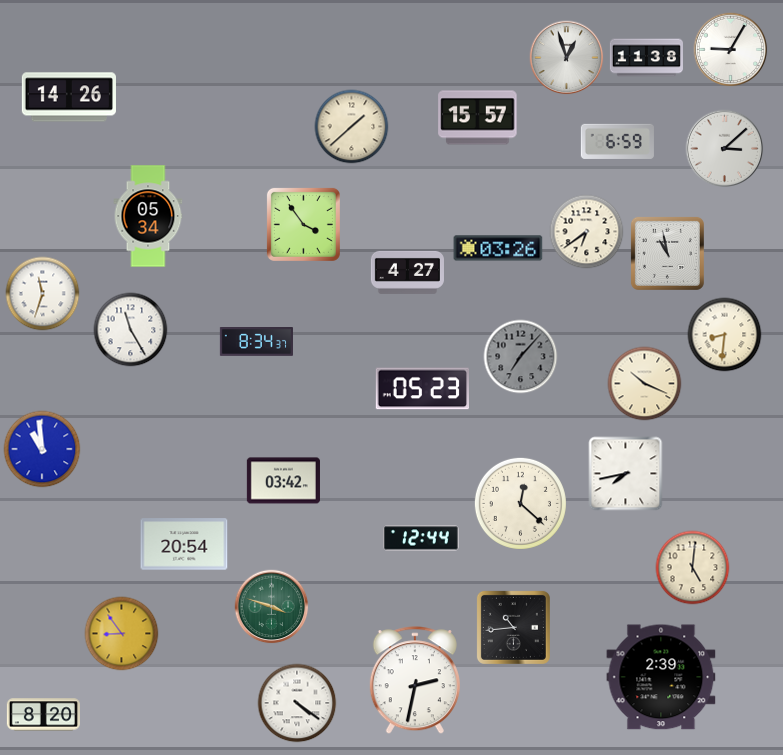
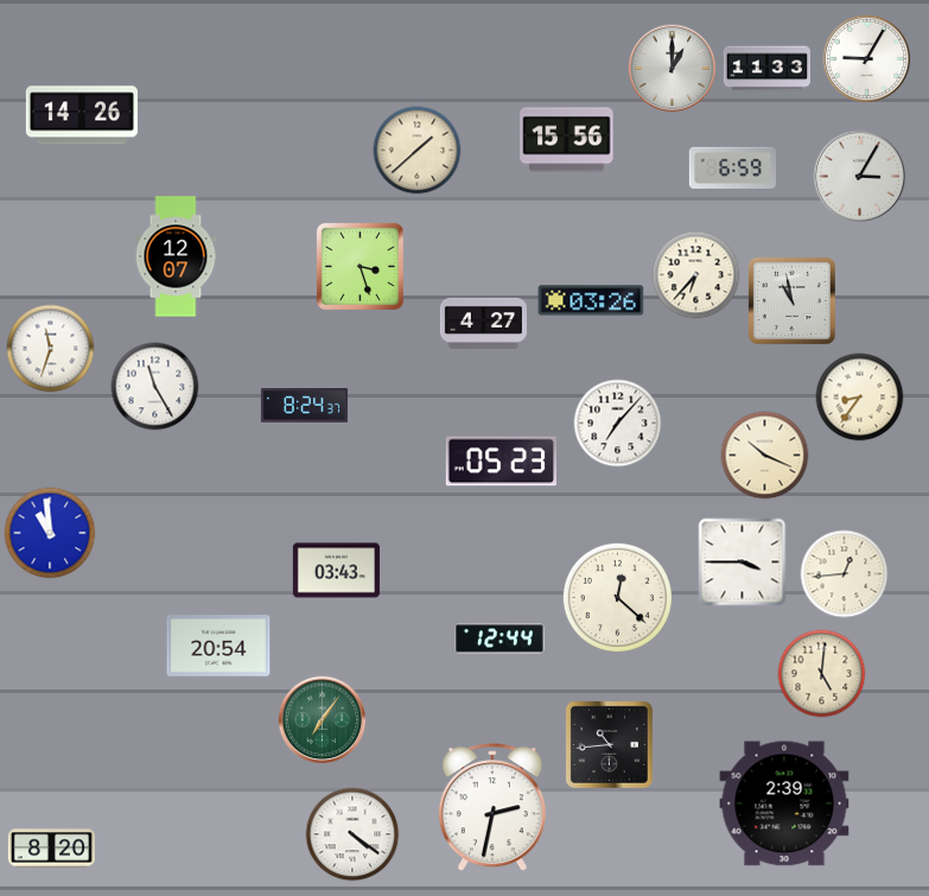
clock at (567, 58): 12:57 -> 1:00
clock at (646, 58): 11:38 -> 11:33
clock at (478, 118): 15:57 -> 15:56
clock at (725, 149): 3:08 -> 3:05
clock at (148, 216): 05:34 -> 12:07
clock at (303, 224): 3:54 -> 3:27
clock at (587, 232): 6:39 -> 6:37
clock at (498, 248) position: (498, 248) -> (591, 300)
clock at (131, 330) position: (131, 330) -> (155, 387)
clock at (725, 335): 8:31 -> 8:36
clock at (256, 342): 8:34 -> 8:24
clock at (521, 357) dial: grey -> white
clock at (626, 474): 7:43 -> 3:45
clock at (283, 481): 03:42 -> 03:43
clock at (845, 574): none -> 12:44
clock at (272, 607): 3:48 -> 7:06
clock at (122, 634): 8:54 -> none
